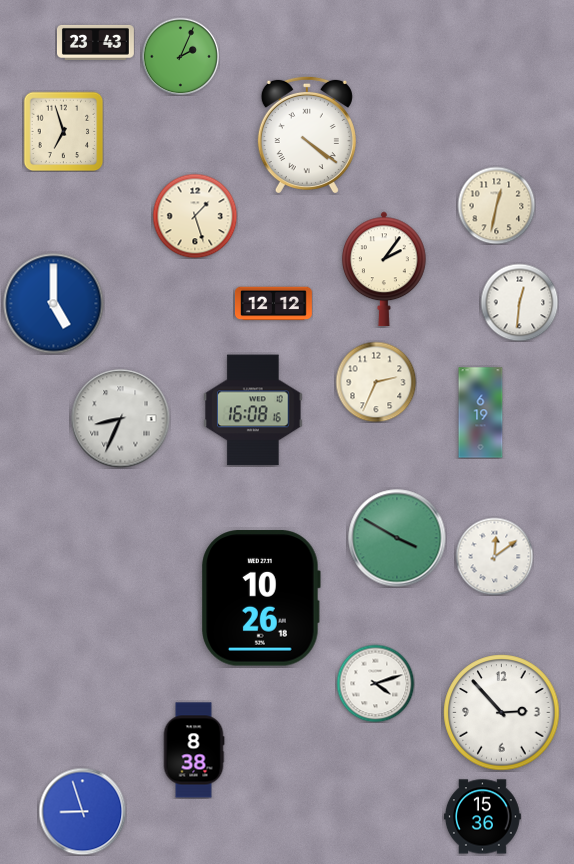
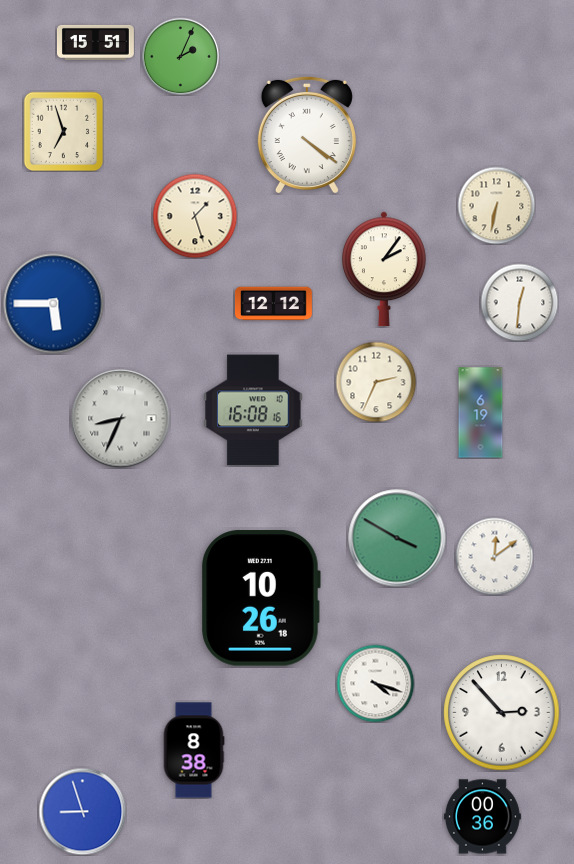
clock at (96, 42): 23:43 -> 15:51
clock at (496, 205): 12:32 -> 6:32
clock at (54, 304): 5:00 -> 5:45
clock at (375, 683): 4:12 -> 4:18
clock at (482, 817): 15:36 -> 00:36
